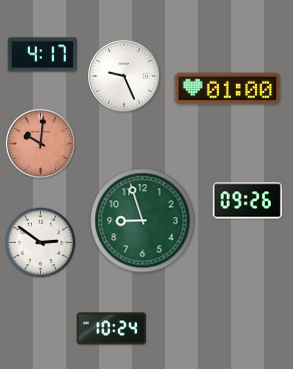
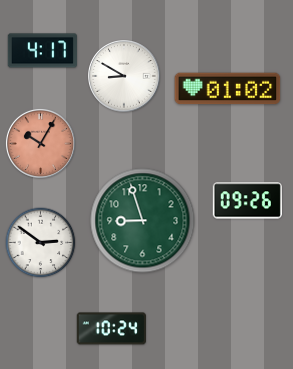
clock at (42, 55) position: (42, 55) -> (42, 51)
clock at (125, 77): 9:26 -> 8:50
clock at (228, 89): 01:00 -> 01:02
clock at (40, 143): 10:01 -> 10:05
